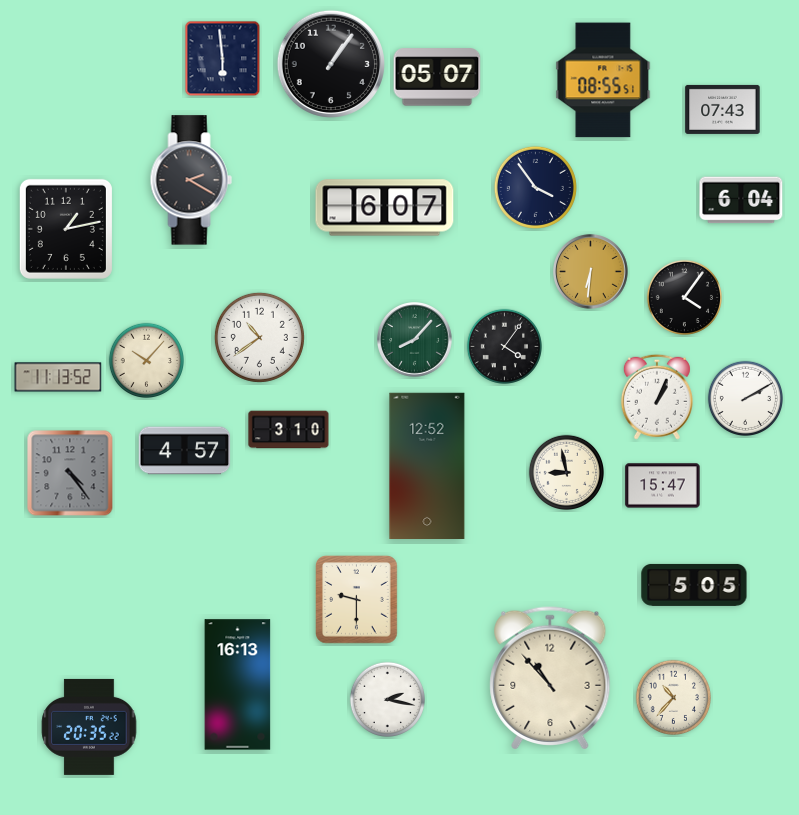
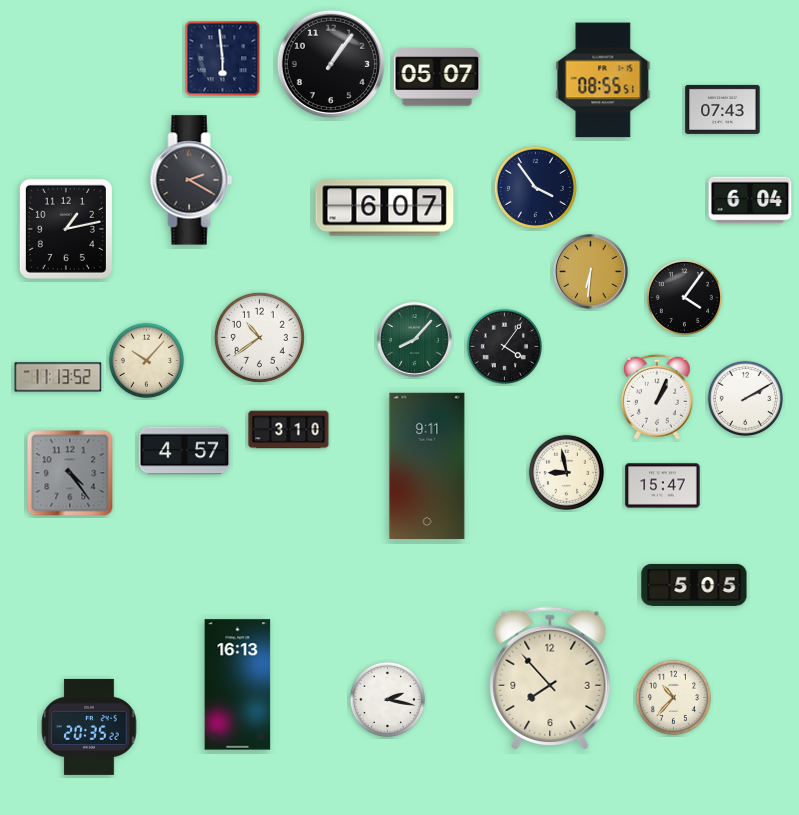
clock at (741, 200) position: (741, 200) -> (750, 200)
clock at (427, 465): 12:52 -> 9:11
clock at (357, 600): 9:30 -> none
clock at (550, 678): 10:53 -> 7:53
